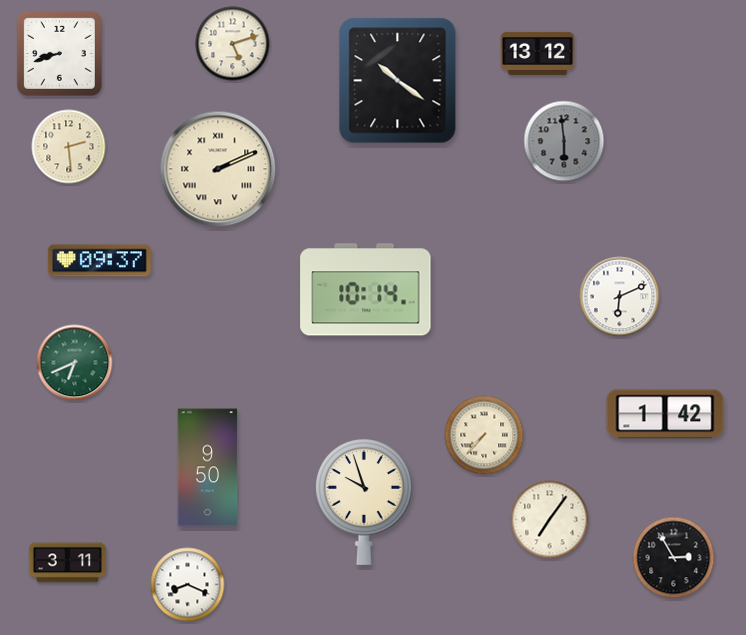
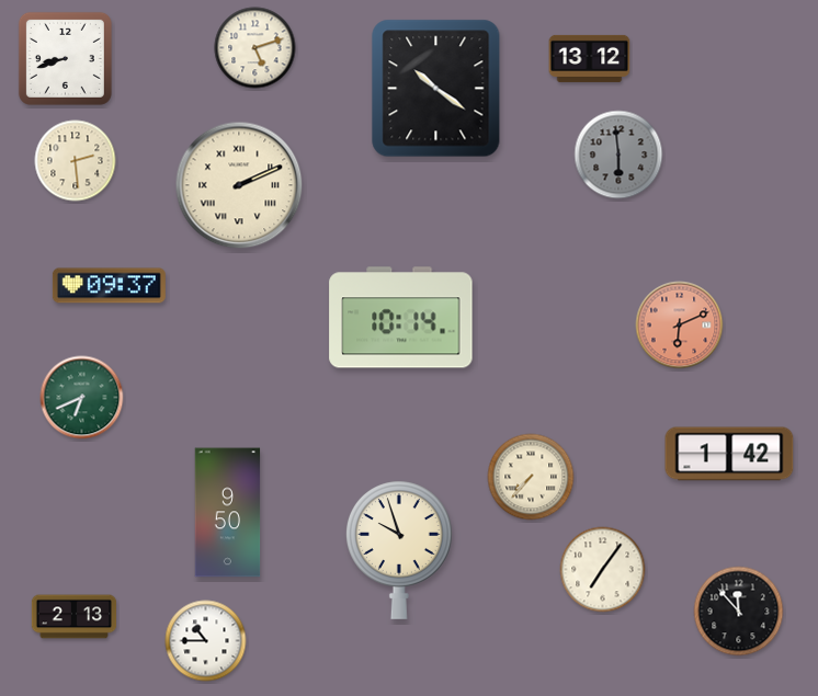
clock at (620, 297) dial: white -> salmon
clock at (674, 558): 2:55 -> 11:53
clock at (68, 563): 3:11 -> 2:13
clock at (188, 585): 8:19 -> 10:45
